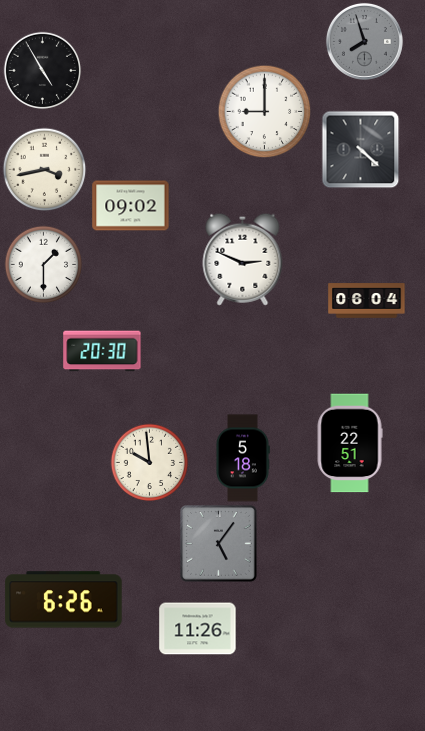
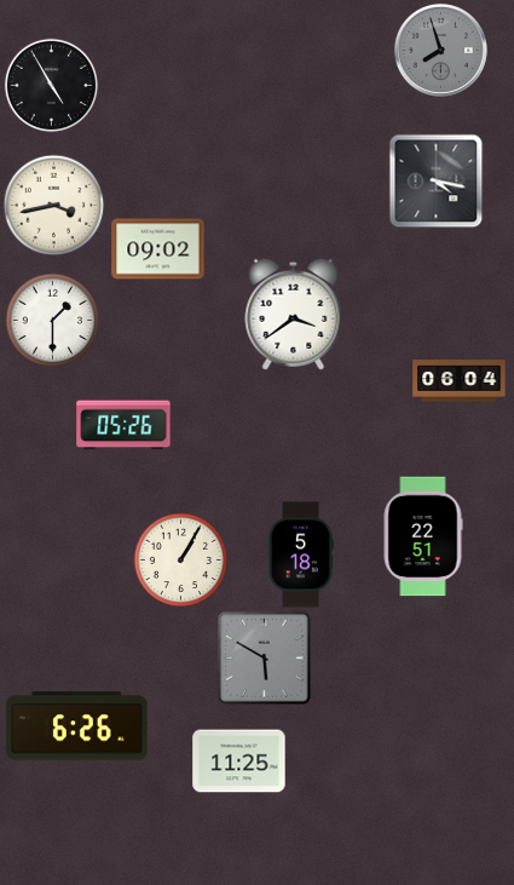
clock at (264, 111): 9:00 -> none
clock at (360, 149): 4:22 -> 4:17
clock at (243, 259): 2:49 -> 3:39
clock at (367, 301) position: (367, 301) -> (460, 381)
clock at (102, 351): 20:30 -> 05:26
clock at (243, 458) position: (243, 458) -> (301, 554)
clock at (149, 462): 9:59 -> 1:05
clock at (219, 544): 5:06 -> 5:50
clock at (198, 629): 11:26 -> 11:25
